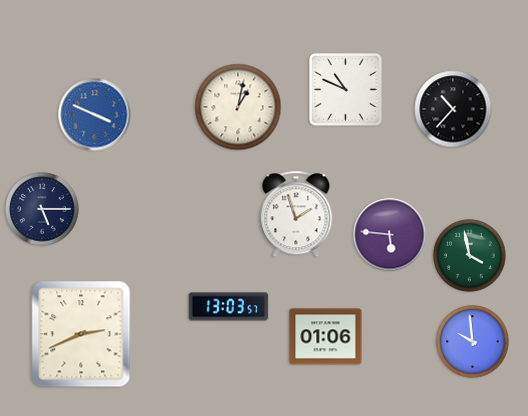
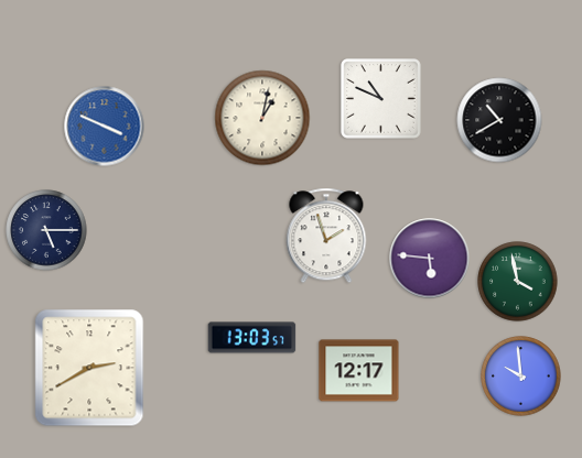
clock at (453, 109): 10:37 -> 10:40
clock at (81, 334): 2:41 -> 2:40
clock at (326, 337): 01:06 -> 12:17
